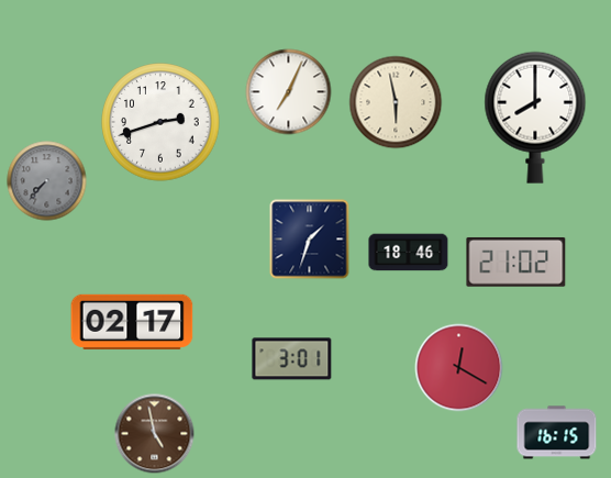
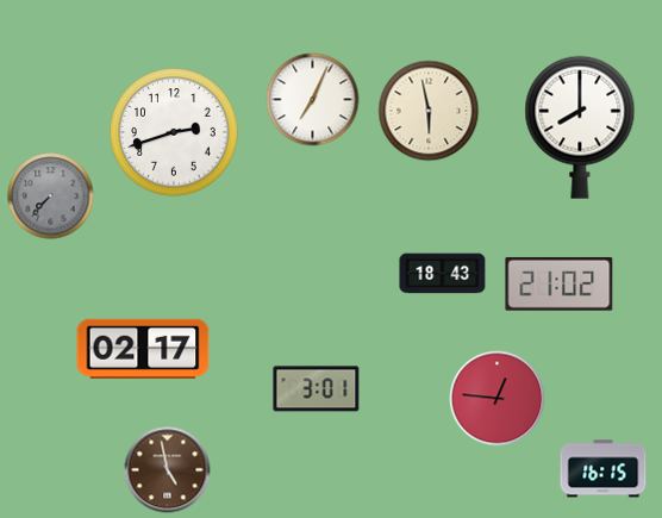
clock at (310, 240): 1:33 -> none
clock at (409, 253): 18:46 -> 18:43
clock at (459, 368): 12:20 -> 12:46
